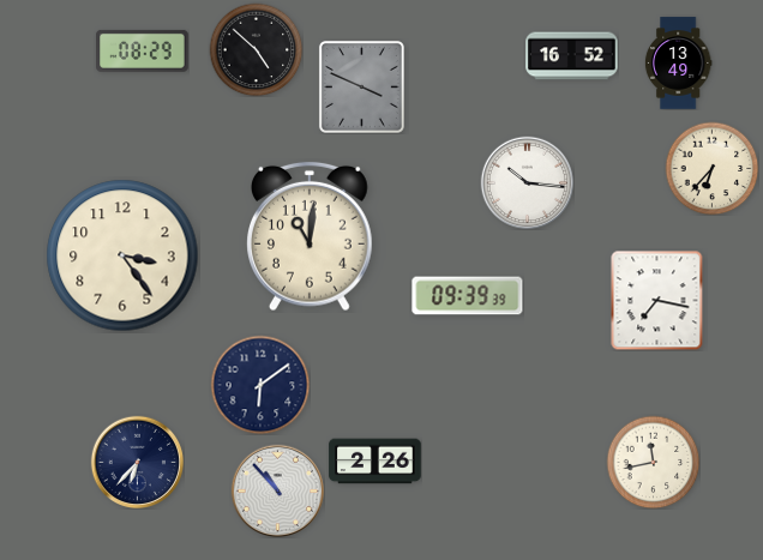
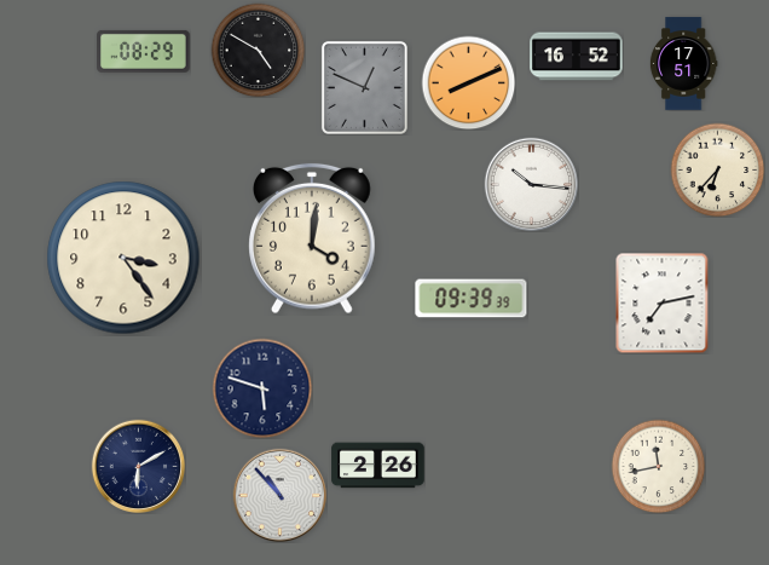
clock at (256, 49): 4:52 -> 4:50
clock at (678, 64): 13:49 -> 17:51
clock at (468, 82): none -> 8:11
clock at (361, 86): 3:49 -> 12:49
clock at (311, 236): 11:01 -> 4:01
clock at (657, 300): 7:17 -> 7:13
clock at (260, 385): 6:09 -> 5:48
clock at (137, 462): 6:37 -> 6:10
